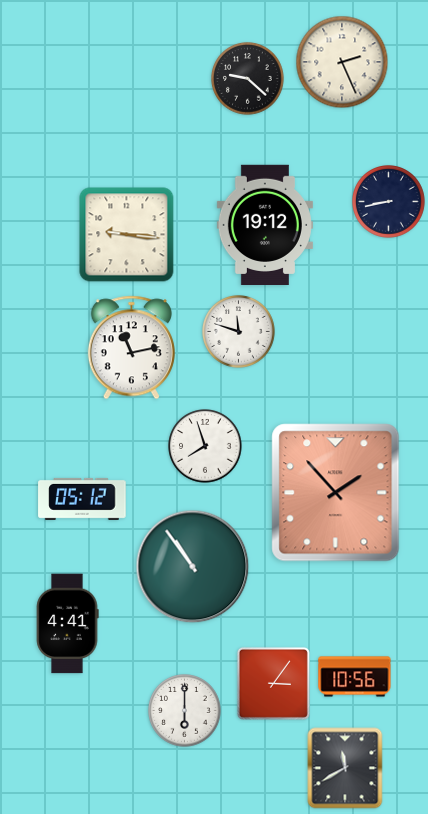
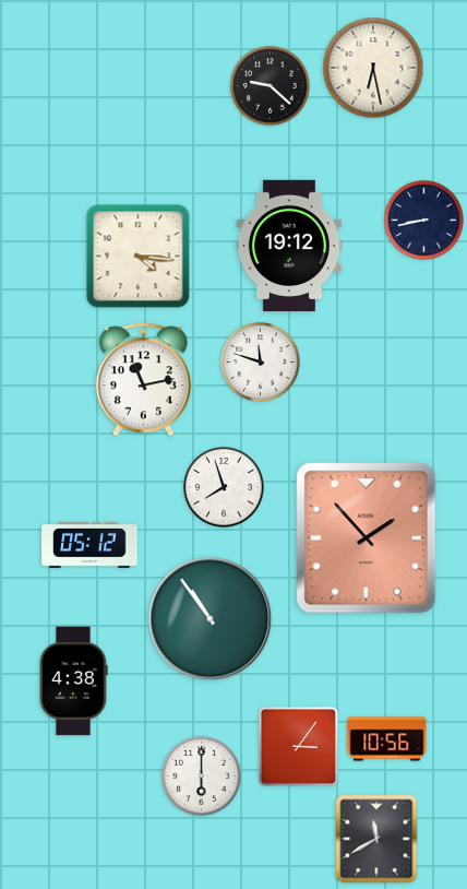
clock at (342, 62): 2:26 -> 6:28
clock at (127, 235): 9:16 -> 4:16
clock at (67, 624): 4:41 -> 4:38
